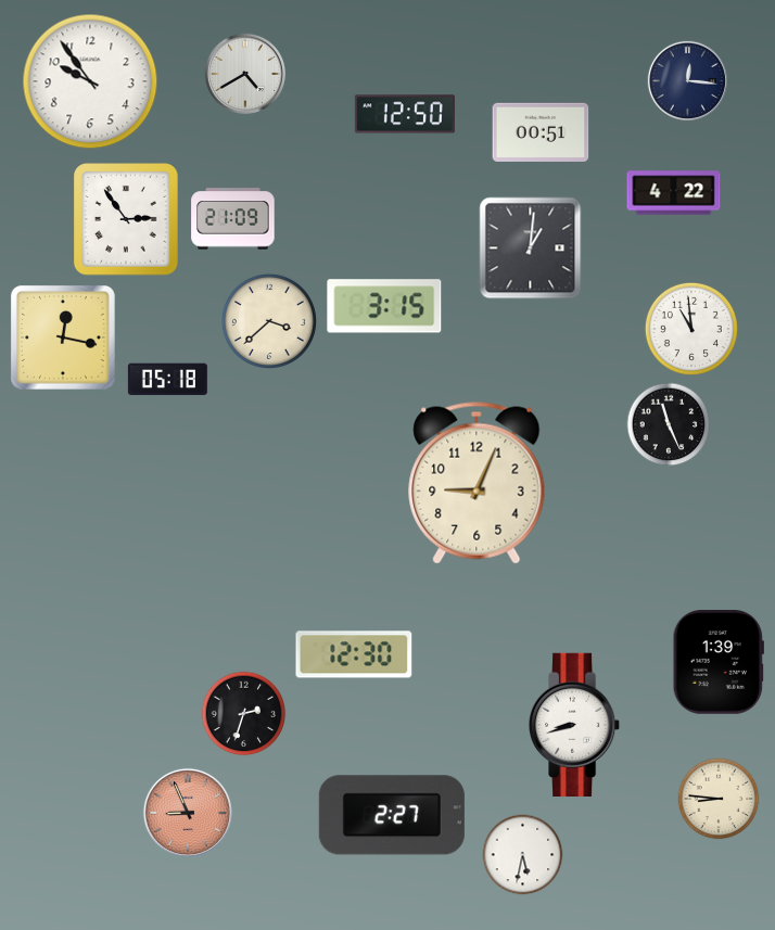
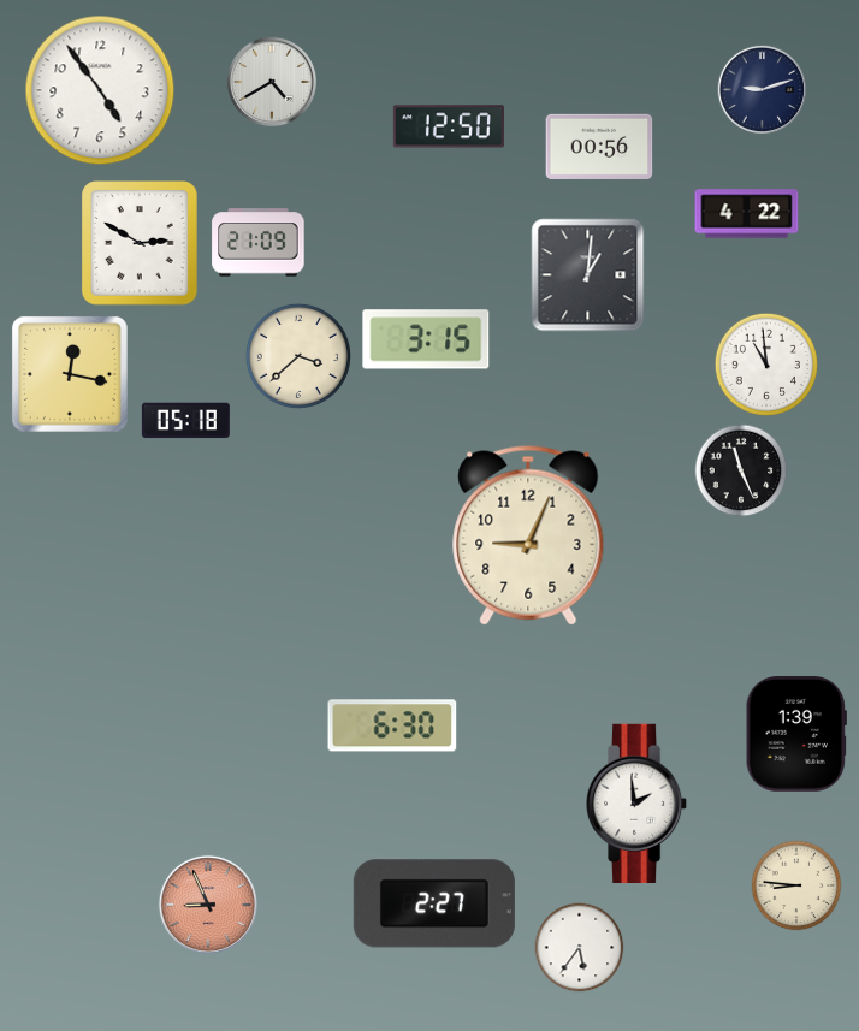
clock at (687, 80): 12:16 -> 9:12
clock at (90, 81): 9:54 -> 4:54
clock at (541, 132): 00:51 -> 00:56
clock at (126, 219): 2:54 -> 2:50
clock at (354, 654): 12:30 -> 6:30
clock at (244, 714): 2:33 -> none
clock at (574, 724): 8:42 -> 1:59
clock at (188, 813) position: (188, 813) -> (208, 905)
clock at (523, 855): 5:32 -> 5:36
